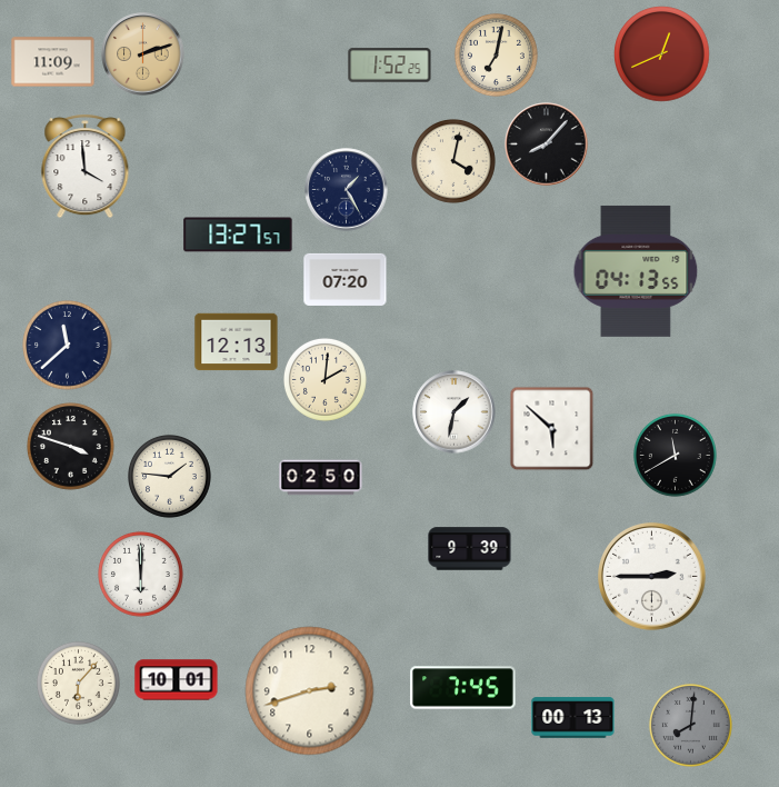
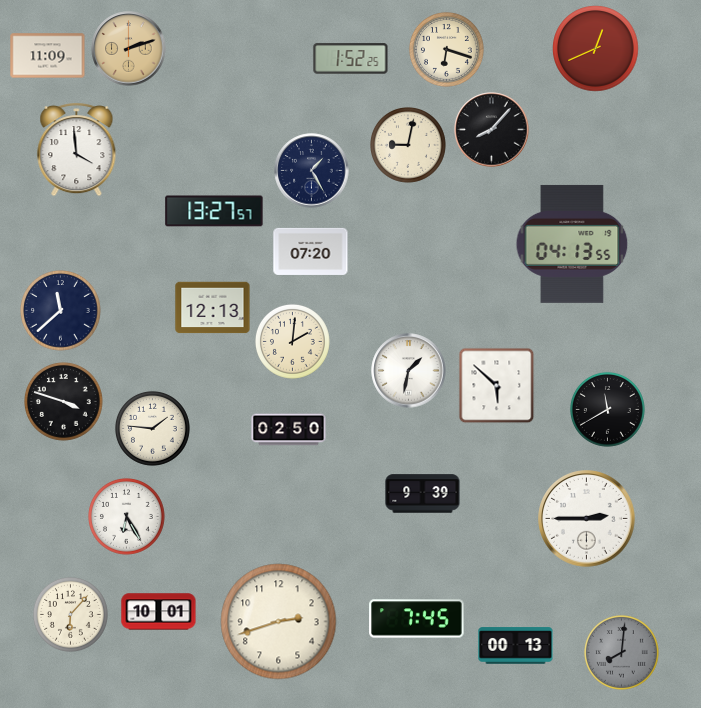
clock at (496, 54): 7:02 -> 6:18
clock at (455, 162): 4:02 -> 9:02
clock at (141, 575): 6:00 -> 6:25
